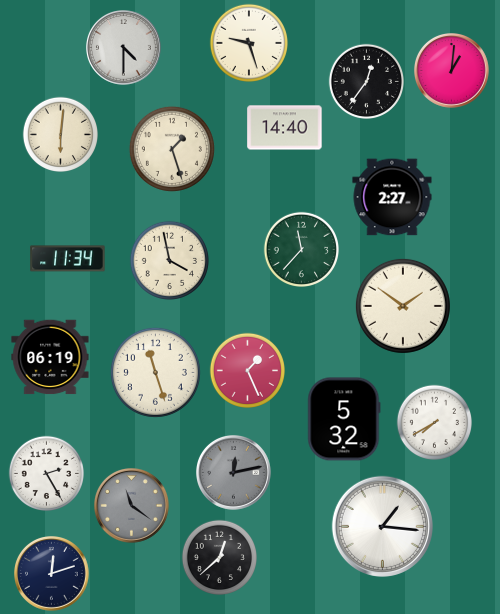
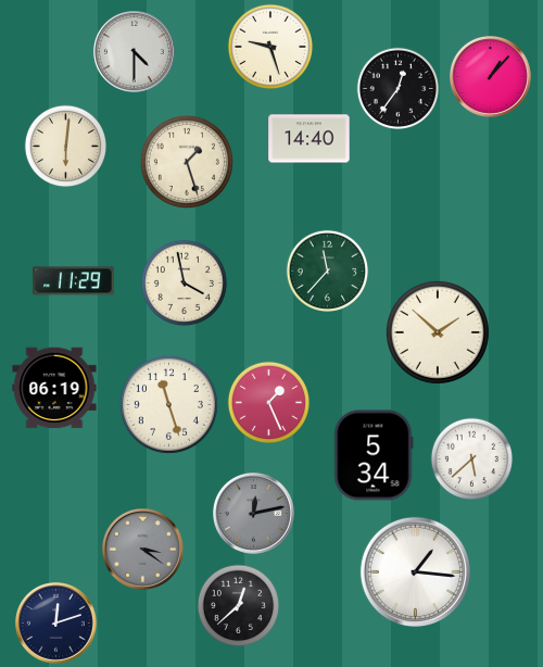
clock at (452, 71): 1:01 -> 1:07
clock at (392, 197): 2:27 -> none
clock at (68, 259): 11:34 -> 11:29
clock at (403, 306): 1:51 -> 1:52
clock at (344, 419): 5:32 -> 5:34
clock at (434, 422): 7:40 -> 5:38
clock at (46, 473): 2:25 -> none
clock at (132, 506): 11:21 -> 3:21
